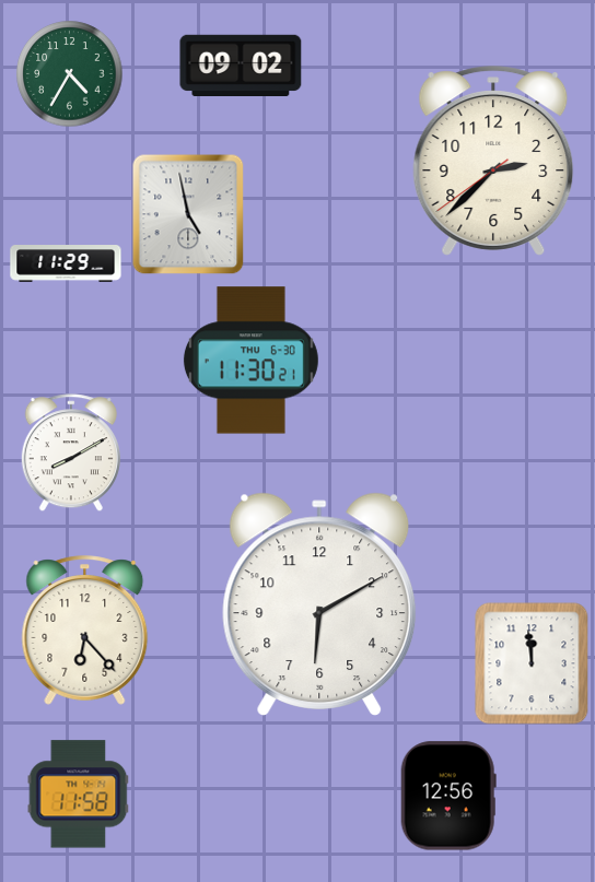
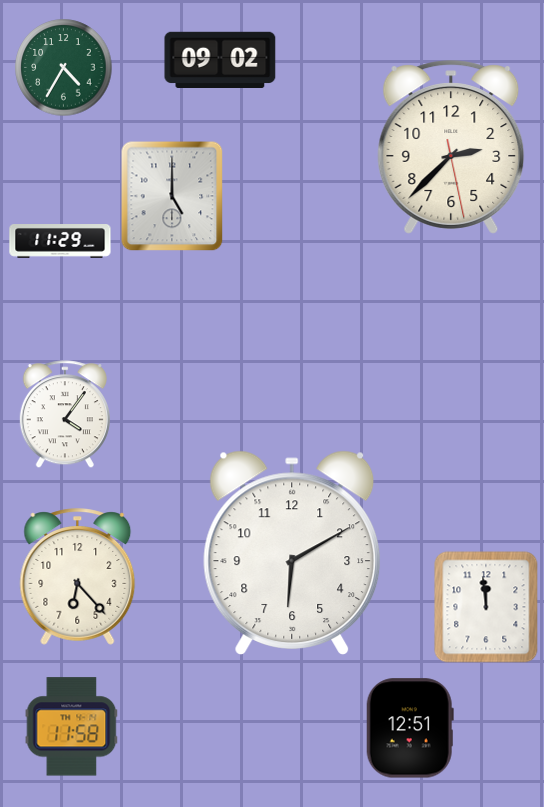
clock at (493, 161): 2:37:39 -> 2:37:28
clock at (188, 214): 4:58 -> 5:00
clock at (250, 361): 11:30 -> none
clock at (71, 454): 8:10 -> 4:06
clock at (448, 796): 12:56 -> 12:51
